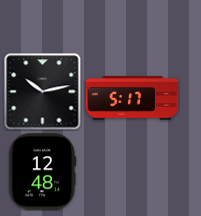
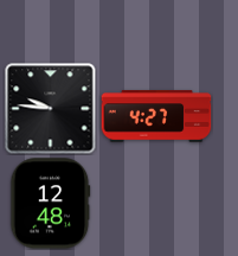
clock at (43, 92): 10:13 -> 9:46
clock at (132, 98): 5:17 -> 4:27
